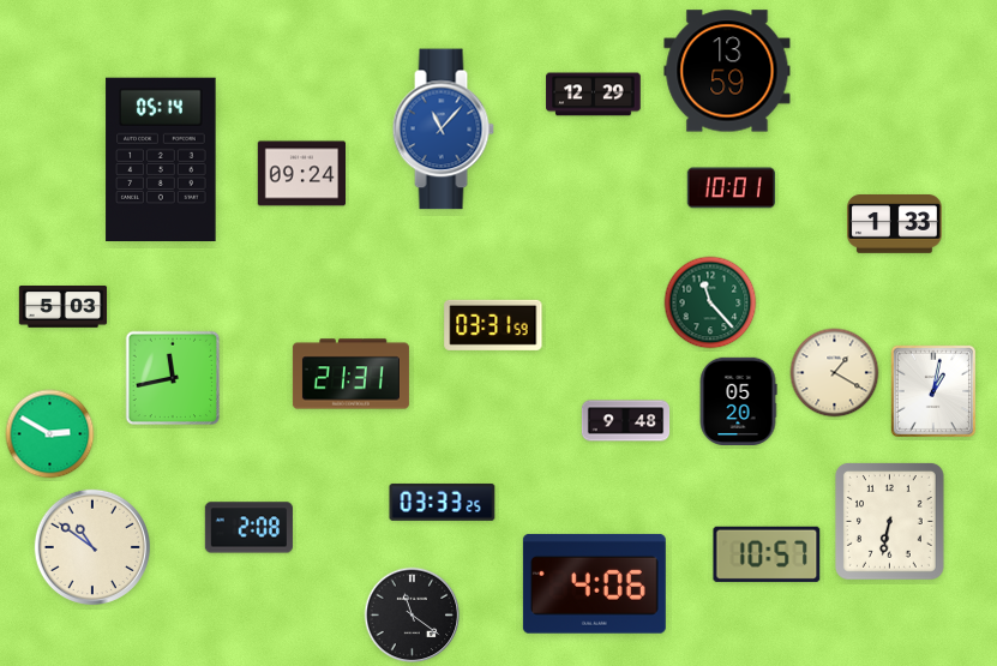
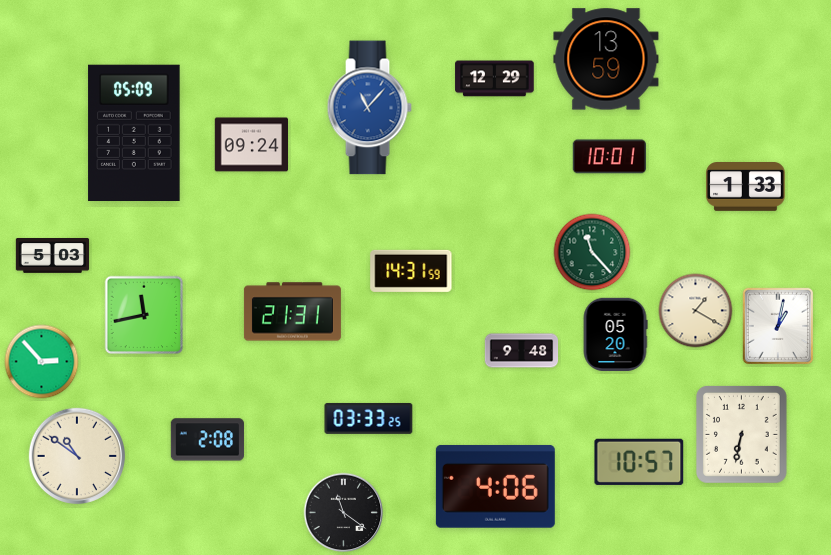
clock at (161, 158): 05:14 -> 05:09
clock at (493, 325): 03:31 -> 14:31
clock at (50, 434): 2:50 -> 2:53
